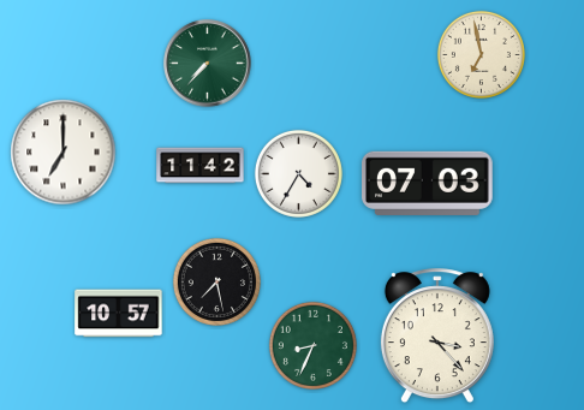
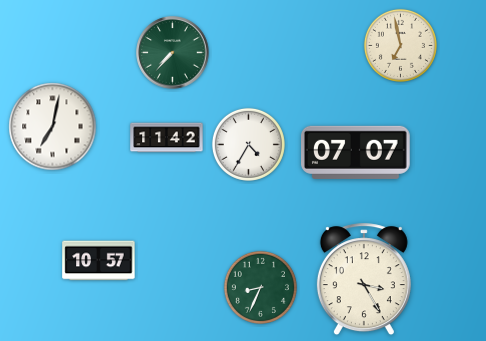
clock at (64, 153): 7:00 -> 7:02
clock at (428, 183): 07:03 -> 07:07
clock at (216, 281): 7:28 -> none
clock at (437, 337): 3:23 -> 3:25
